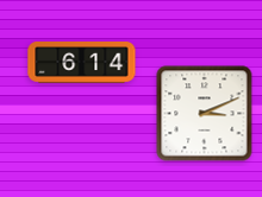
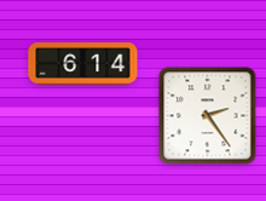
clock at (205, 114): 3:11 -> 2:24
